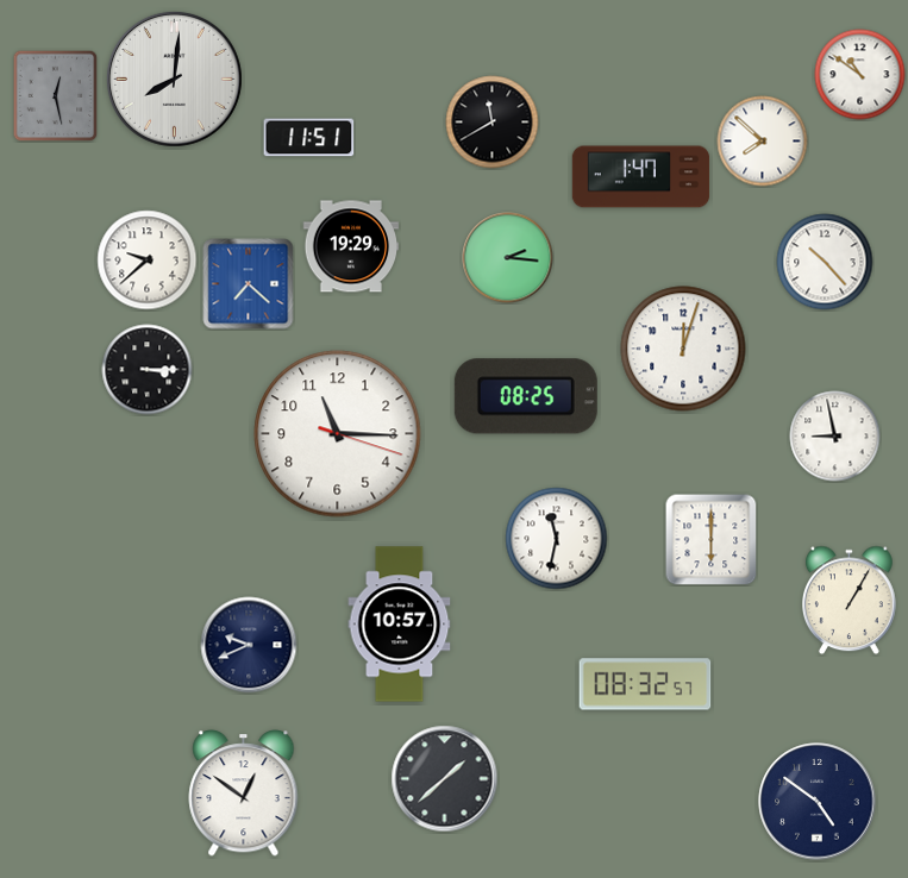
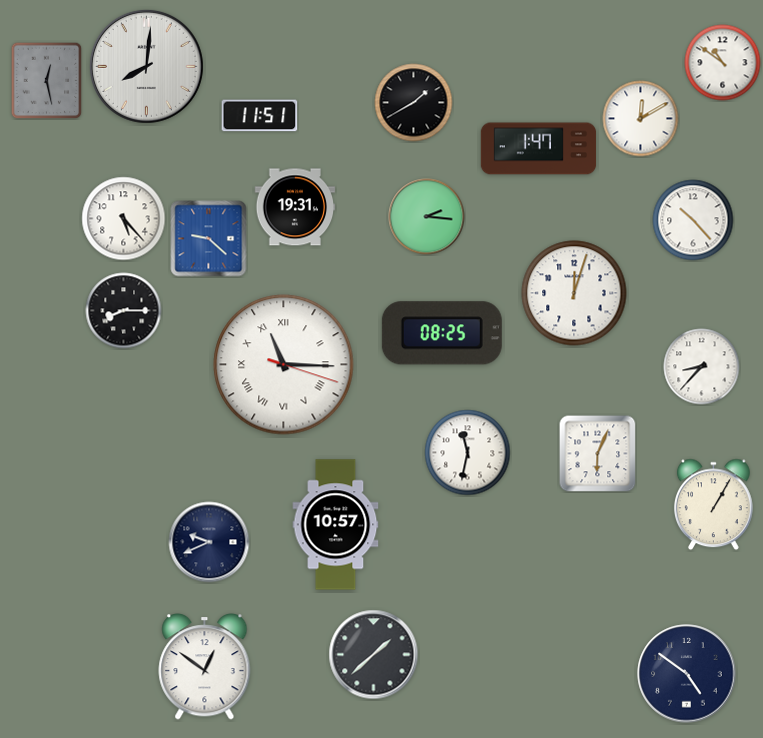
clock at (493, 123): 11:40 -> 1:40
clock at (763, 142): 7:52 -> 12:10
clock at (351, 246): 19:29 -> 19:31
clock at (148, 261): 9:38 -> 5:23
clock at (249, 284): 7:22 -> 9:22
clock at (148, 370): 3:15 -> 8:15
clock at (338, 434) numerals: Arabic -> Roman
clock at (835, 437): 8:58 -> 8:37
clock at (712, 540): 6:00 -> 6:04
clock at (645, 684): 08:32 -> none
